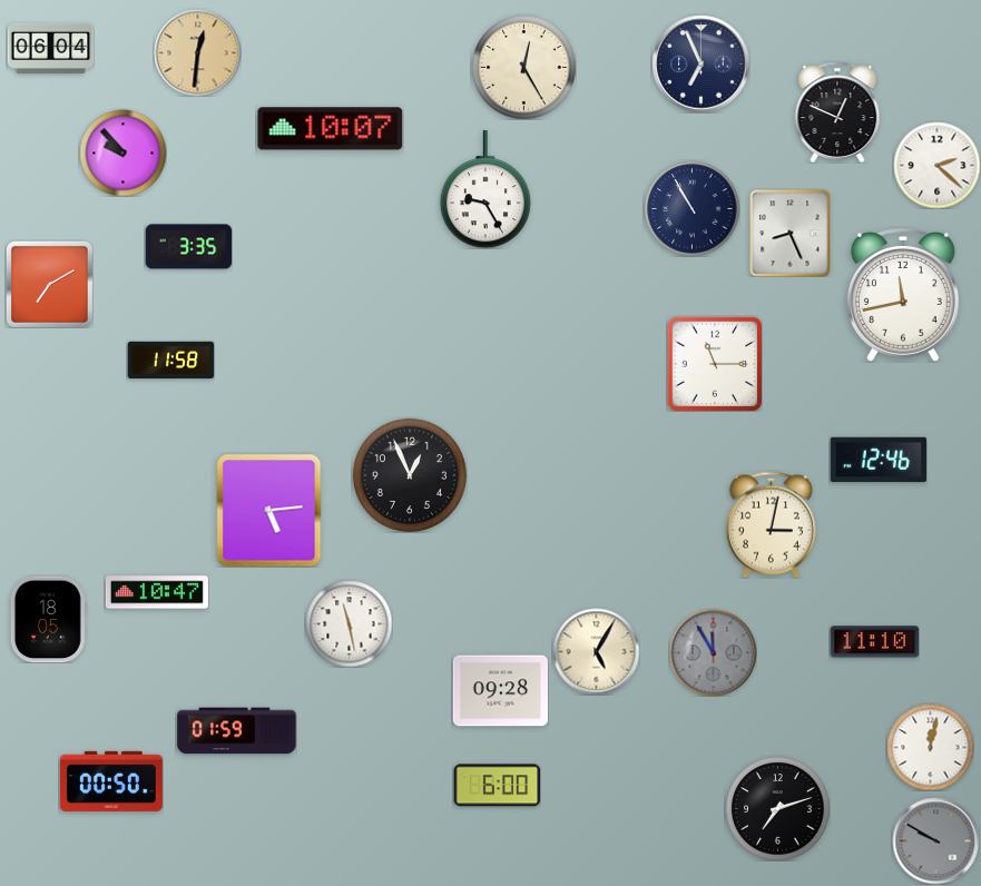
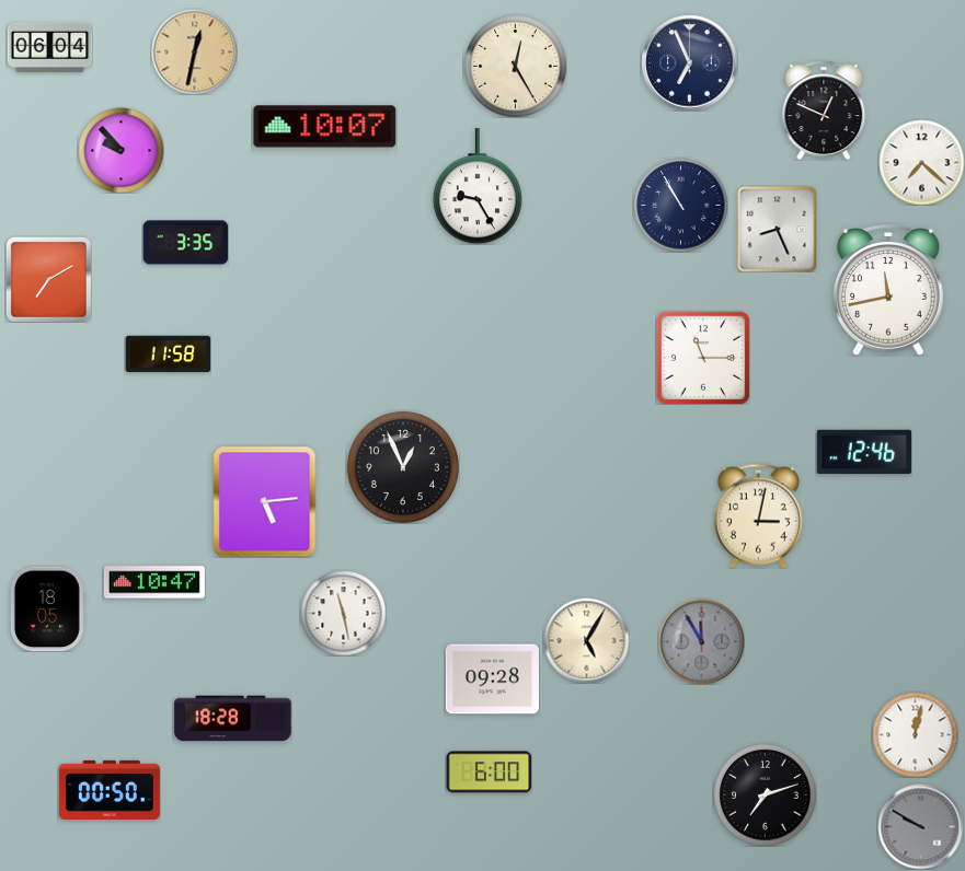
clock at (197, 52): 12:31 -> 12:32
clock at (936, 165): 2:22 -> 7:22
clock at (874, 642): 11:10 -> none
clock at (237, 731): 01:59 -> 18:28
clock at (111, 781) position: (111, 781) -> (110, 790)
